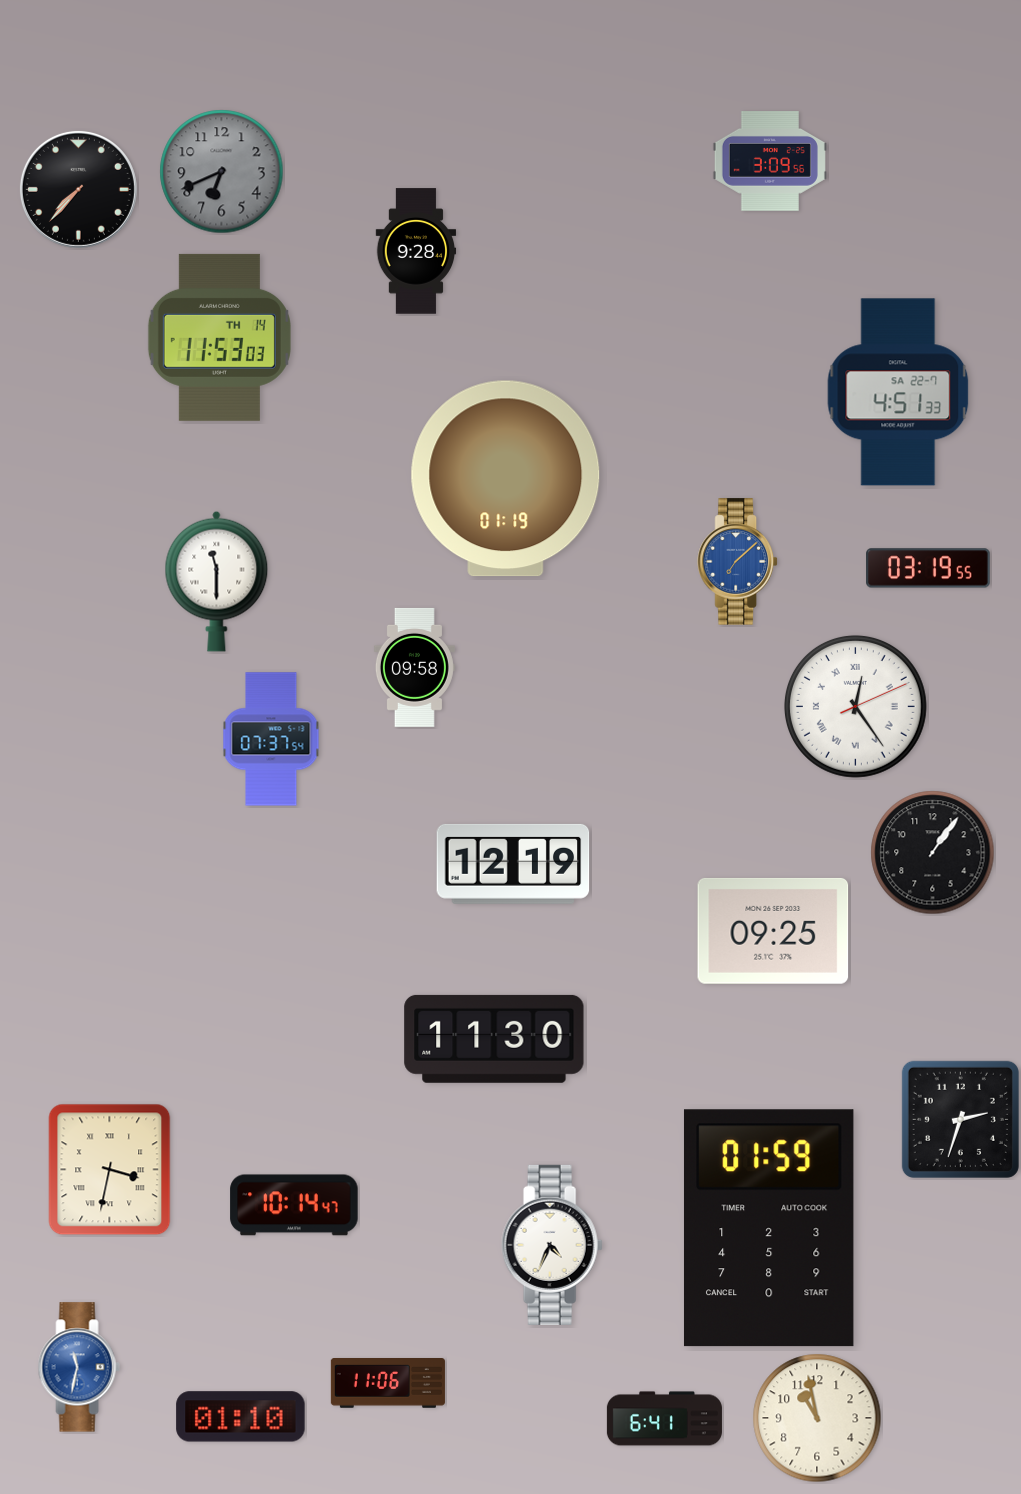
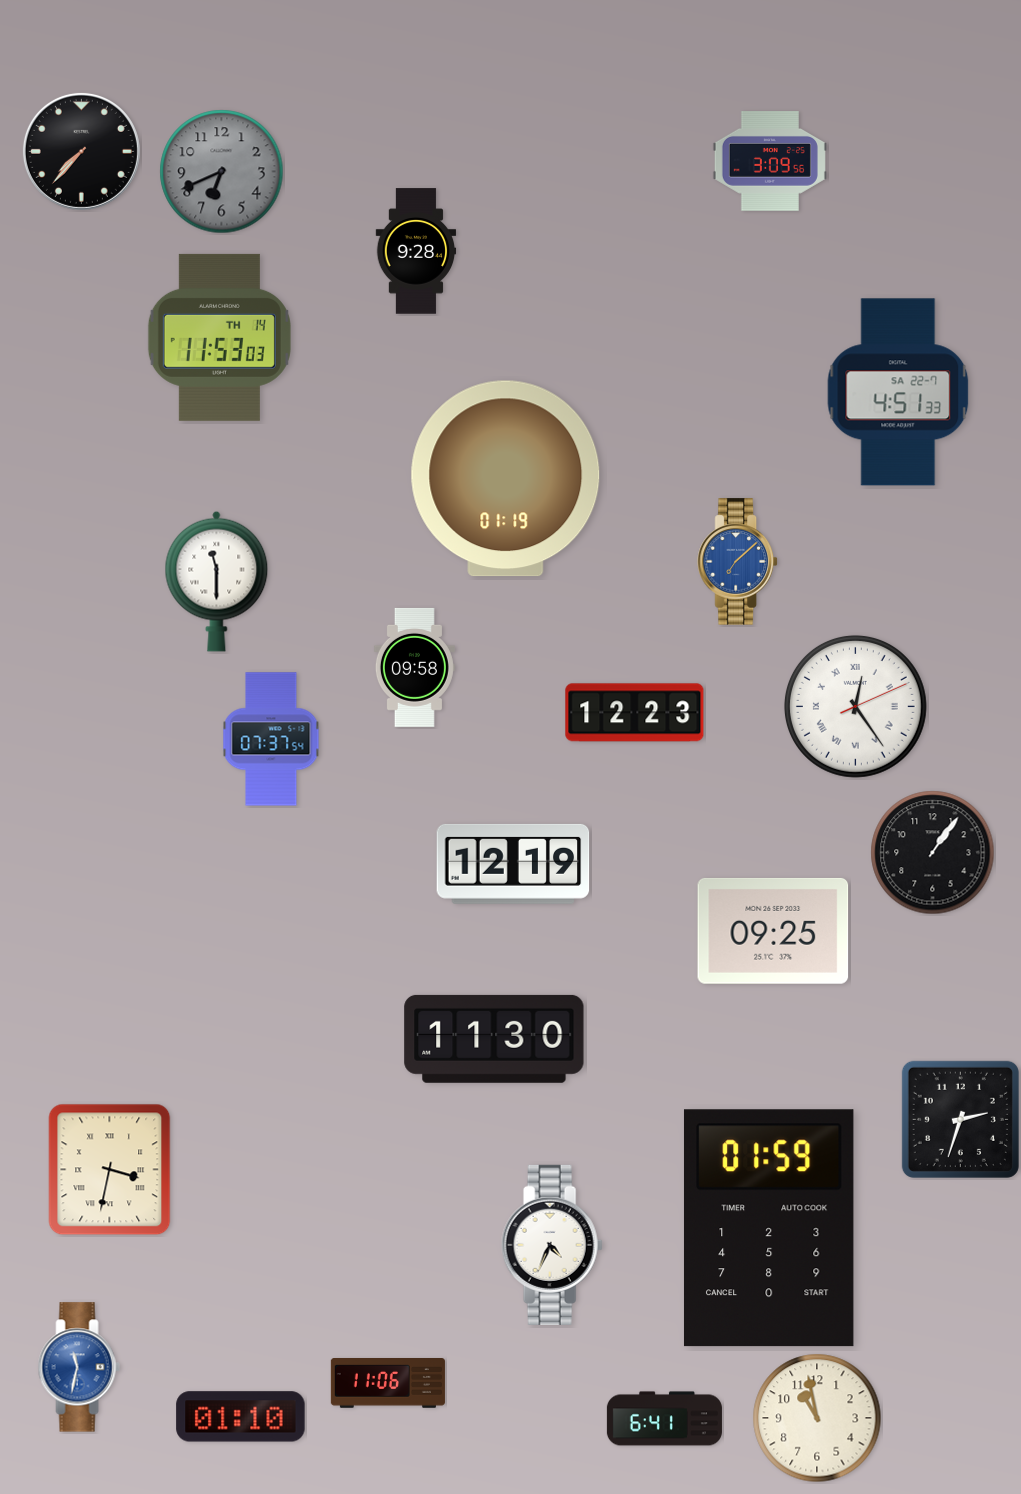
clock at (78, 189) position: (78, 189) -> (81, 151)
clock at (928, 568): 03:19 -> none
clock at (635, 713): none -> 12:23
clock at (294, 1205): 10:14 -> none
